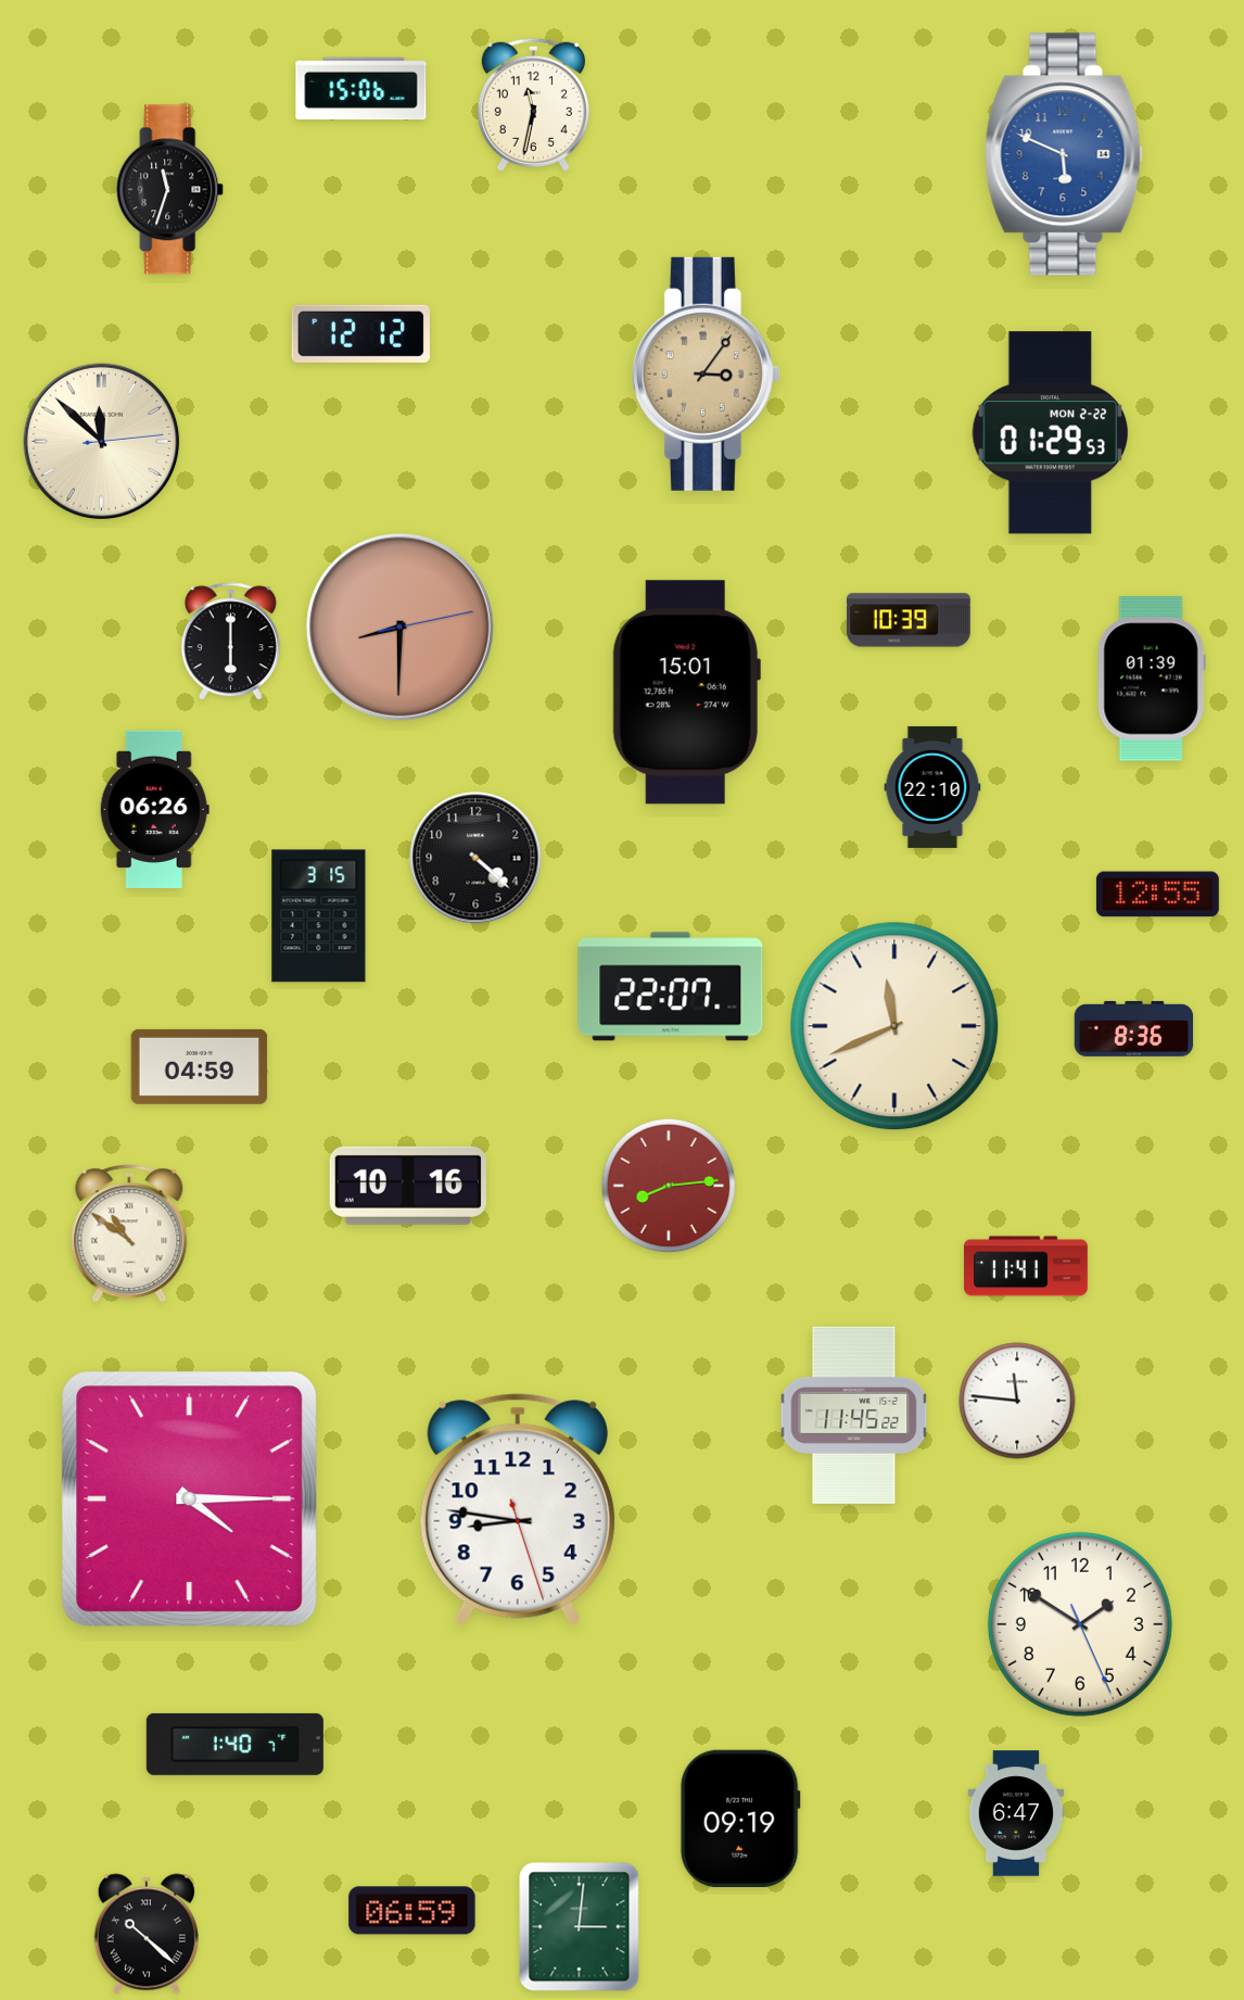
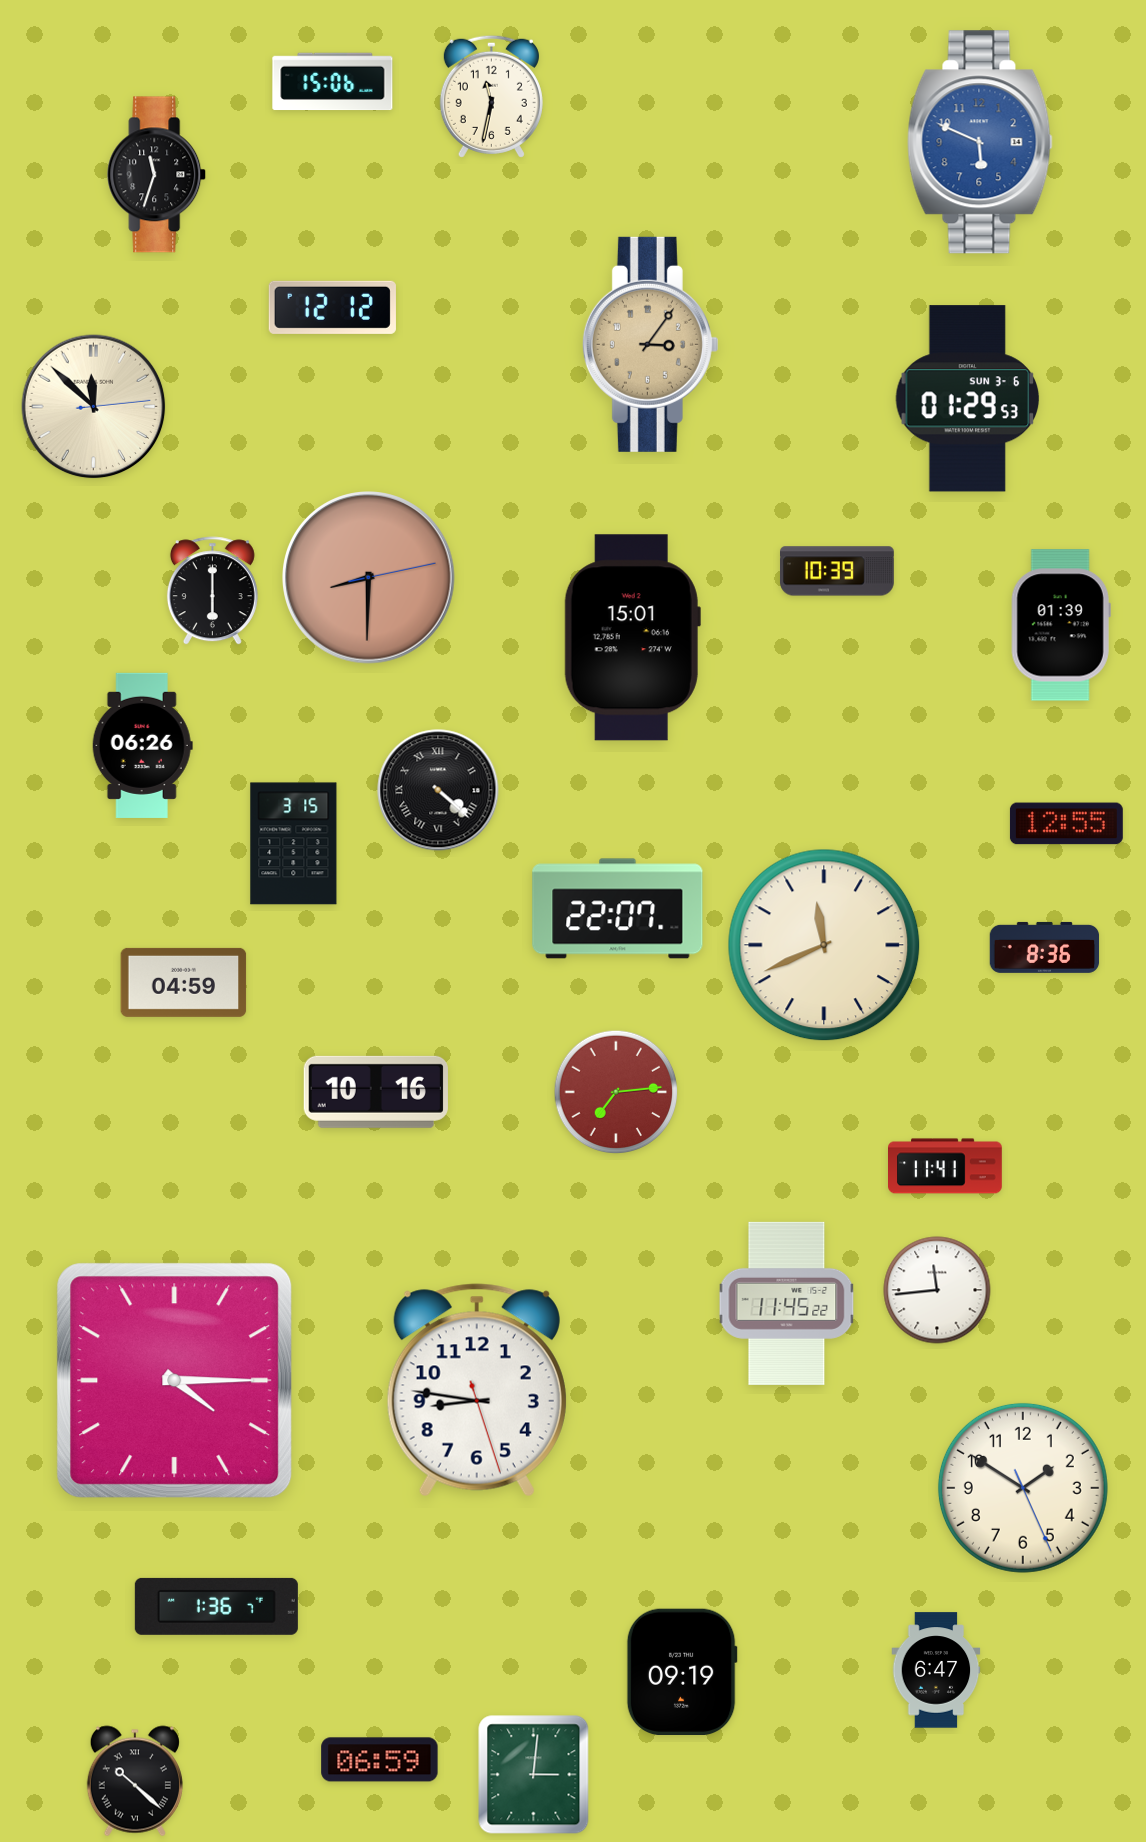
clock at (1051, 433) date: MON 2-22 -> SUN 3-6
clock at (932, 787): 22:10 -> none
clock at (475, 858) numerals: Arabic -> Roman
clock at (669, 1186): 8:14 -> 7:14
clock at (129, 1233): 10:51 -> none
clock at (1017, 1401): 11:46 -> 11:44
clock at (1080, 1624) position: (1080, 1624) -> (1023, 1488)
clock at (234, 1744): 1:40 -> 1:36
clock at (740, 1818) position: (740, 1818) -> (682, 1671)
